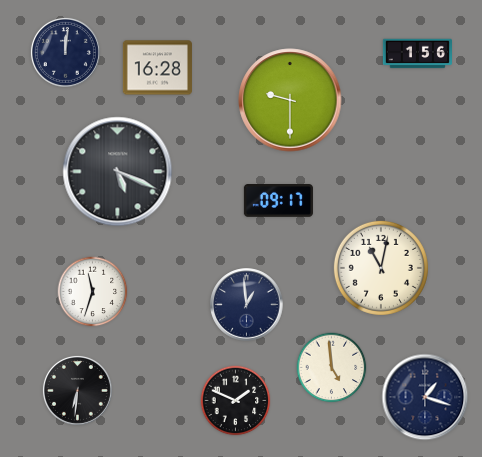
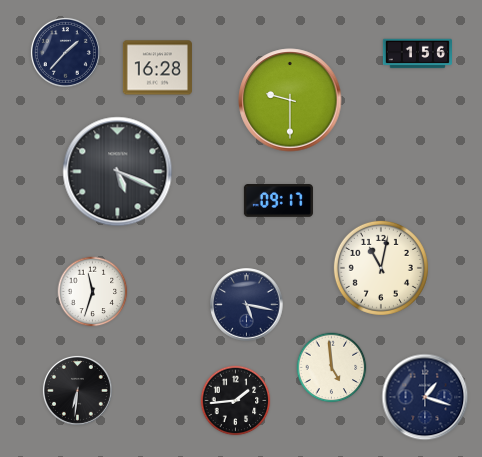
clock at (65, 52): 12:01 -> 1:37
clock at (247, 305): 12:59 -> 5:17
clock at (236, 401): 1:49 -> 1:44
